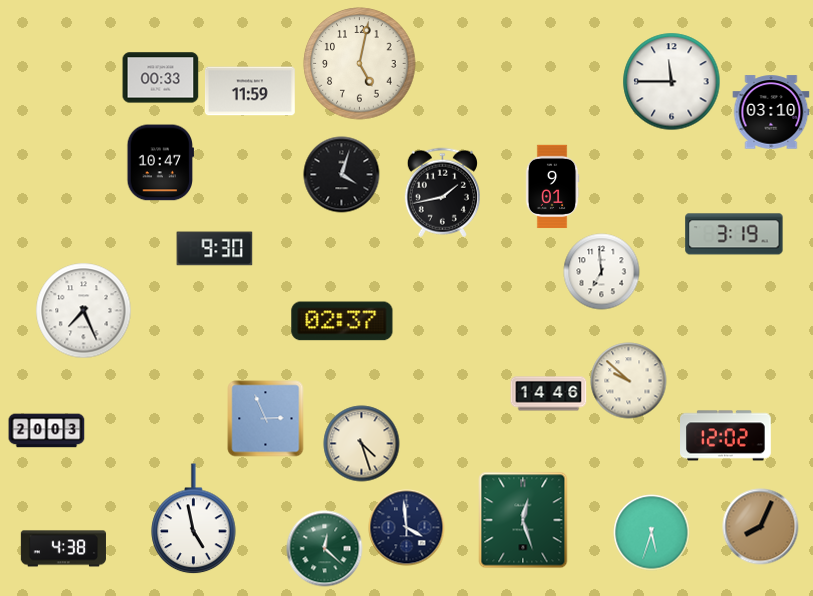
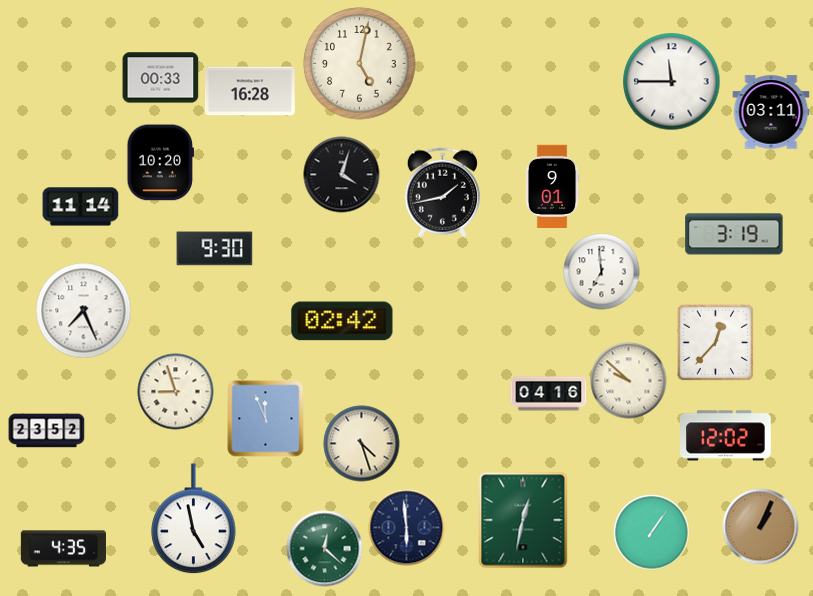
clock at (250, 91): 11:59 -> 16:28
clock at (771, 112): 03:10 -> 03:11
clock at (160, 163): 10:47 -> 10:20
clock at (81, 207): none -> 11:14
clock at (342, 321): 02:37 -> 02:42
clock at (715, 342): none -> 12:37
clock at (176, 392): none -> 8:57
clock at (549, 394): 14:46 -> 04:16
clock at (266, 419): 2:56 -> 11:56
clock at (47, 431): 20:03 -> 23:52
clock at (523, 520): 12:27 -> 12:32
clock at (761, 527): 8:04 -> 1:04
clock at (407, 528): 3:59 -> 5:59
clock at (652, 533): 5:33 -> 1:06
clock at (63, 549): 4:38 -> 4:35
